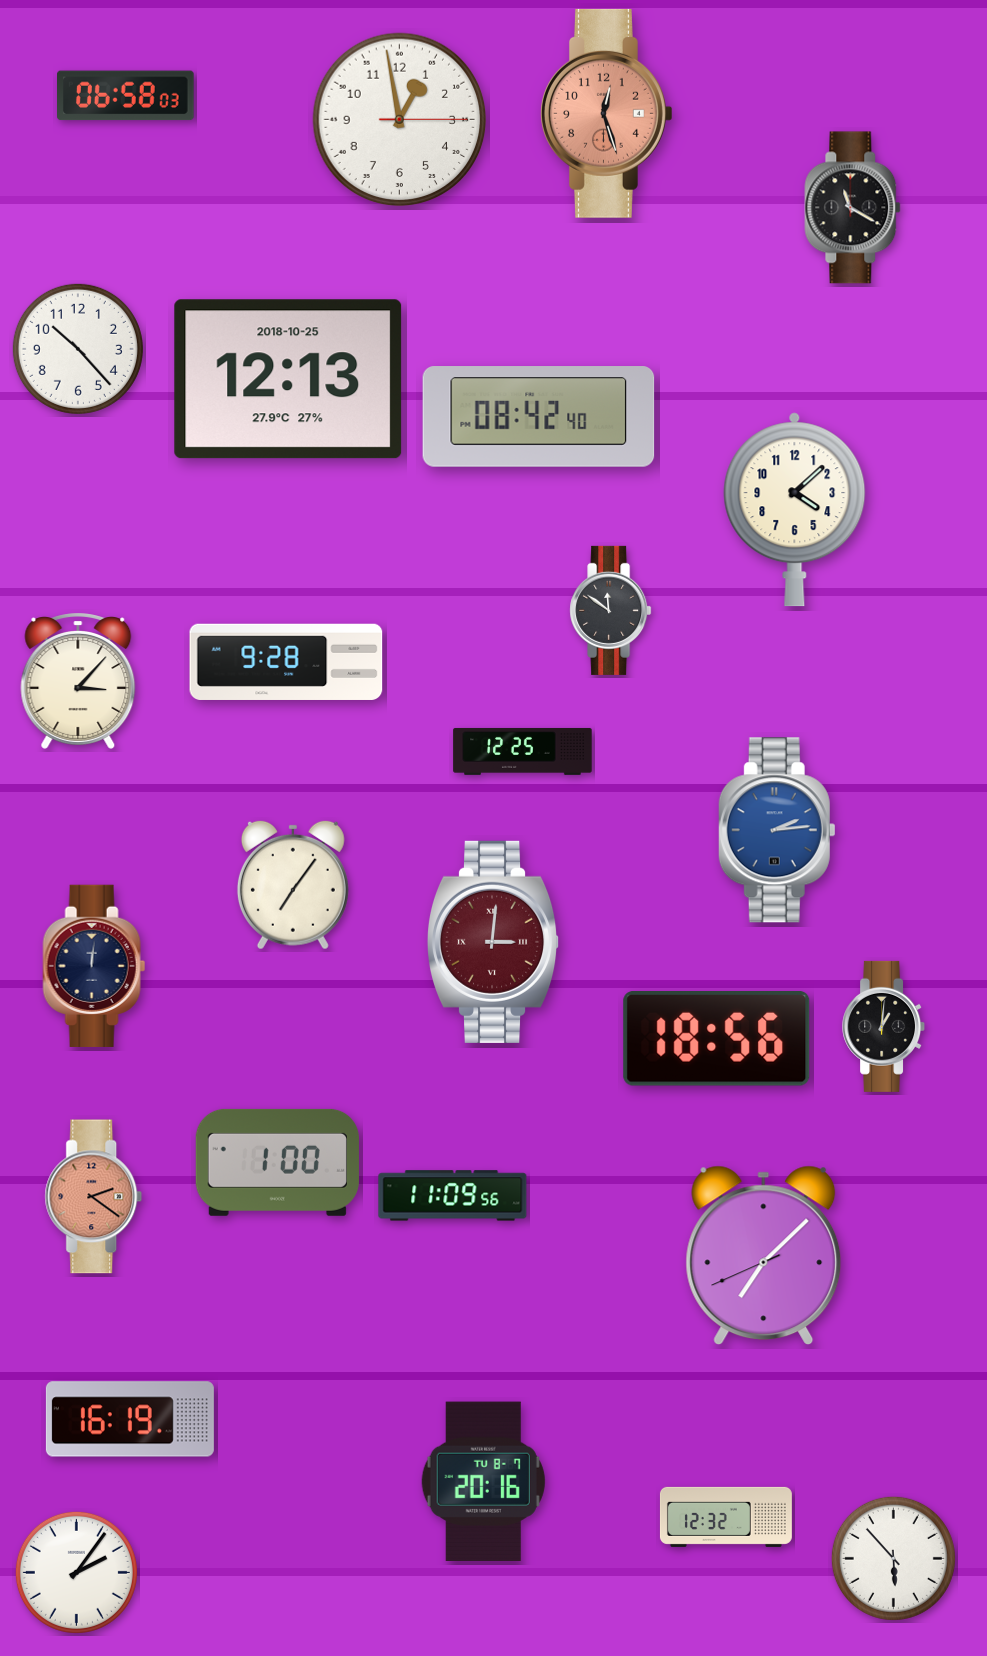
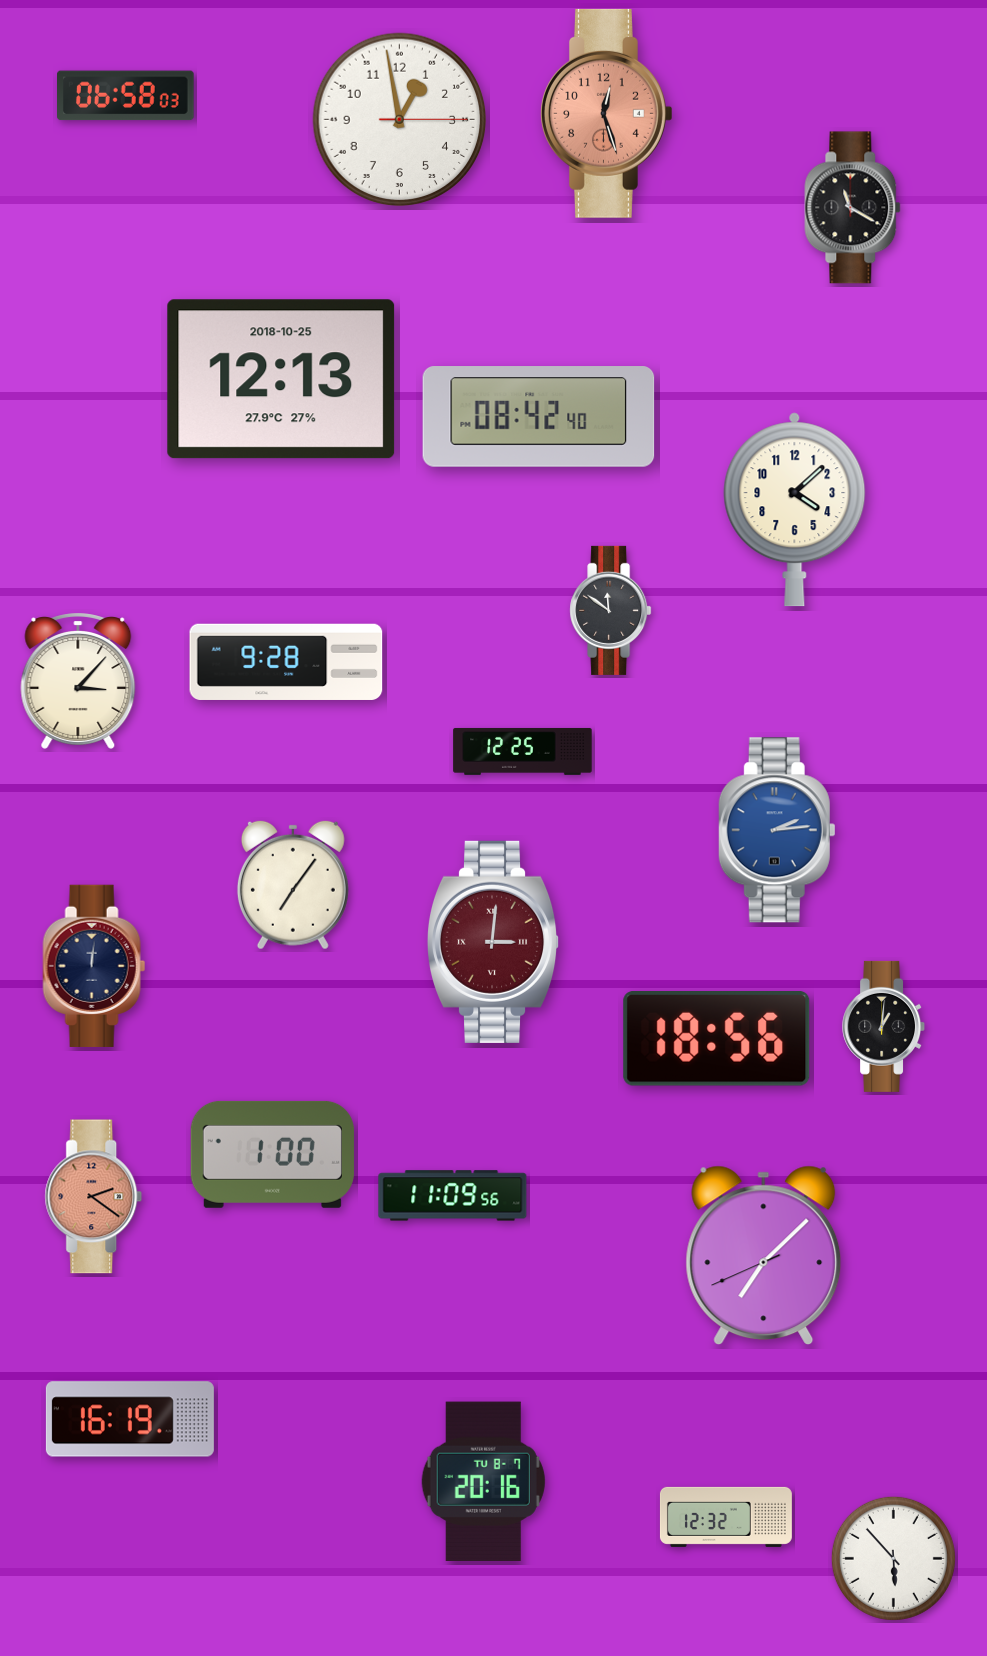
clock at (78, 349): 10:23 -> none
clock at (288, 379) position: (288, 379) -> (281, 379)
clock at (277, 1162) position: (277, 1162) -> (272, 1154)
clock at (76, 1572): 2:06 -> none
